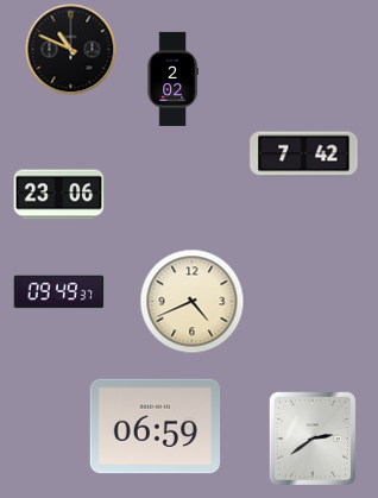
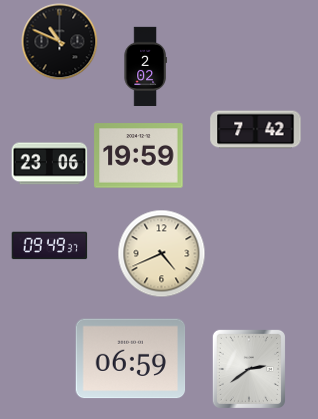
clock at (139, 156): none -> 19:59
clock at (313, 439) position: (313, 439) -> (249, 369)
